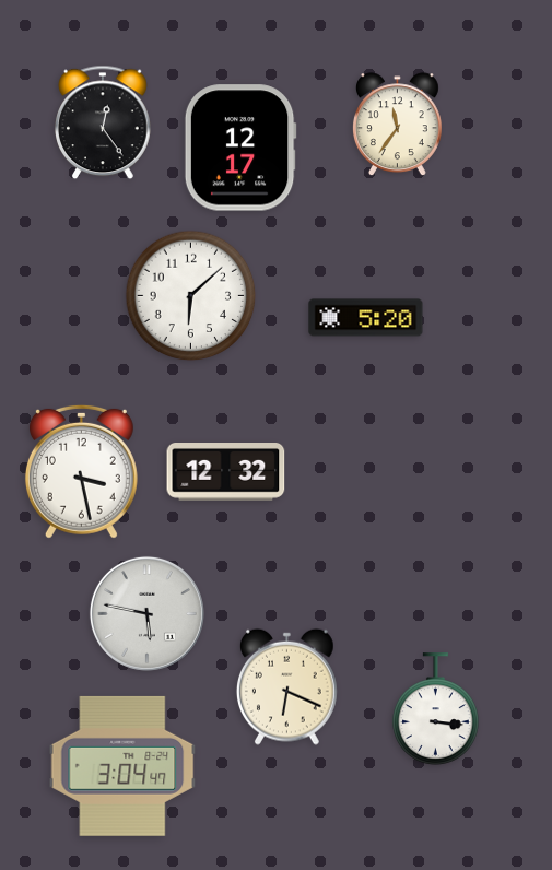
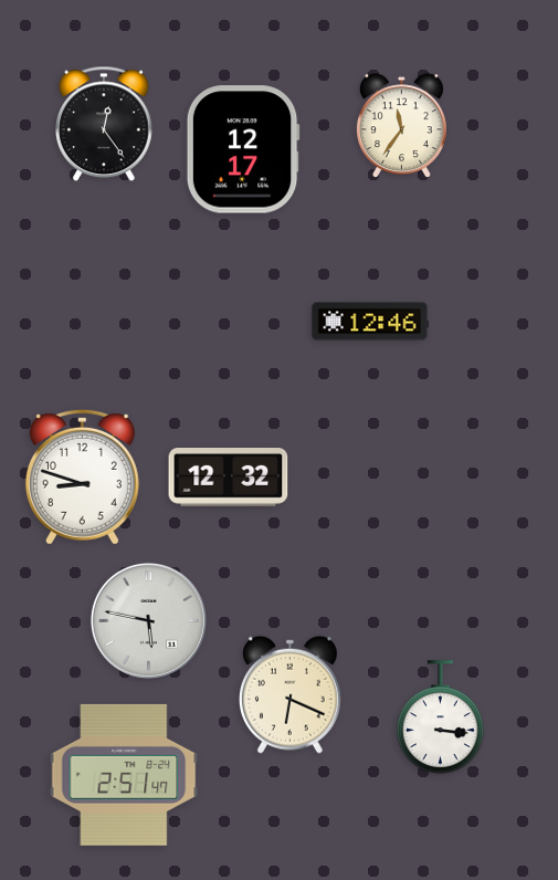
clock at (191, 296): 6:08 -> none
clock at (366, 318): 5:20 -> 12:46
clock at (81, 471): 3:28 -> 8:48
clock at (122, 766): 3:04 -> 2:51
